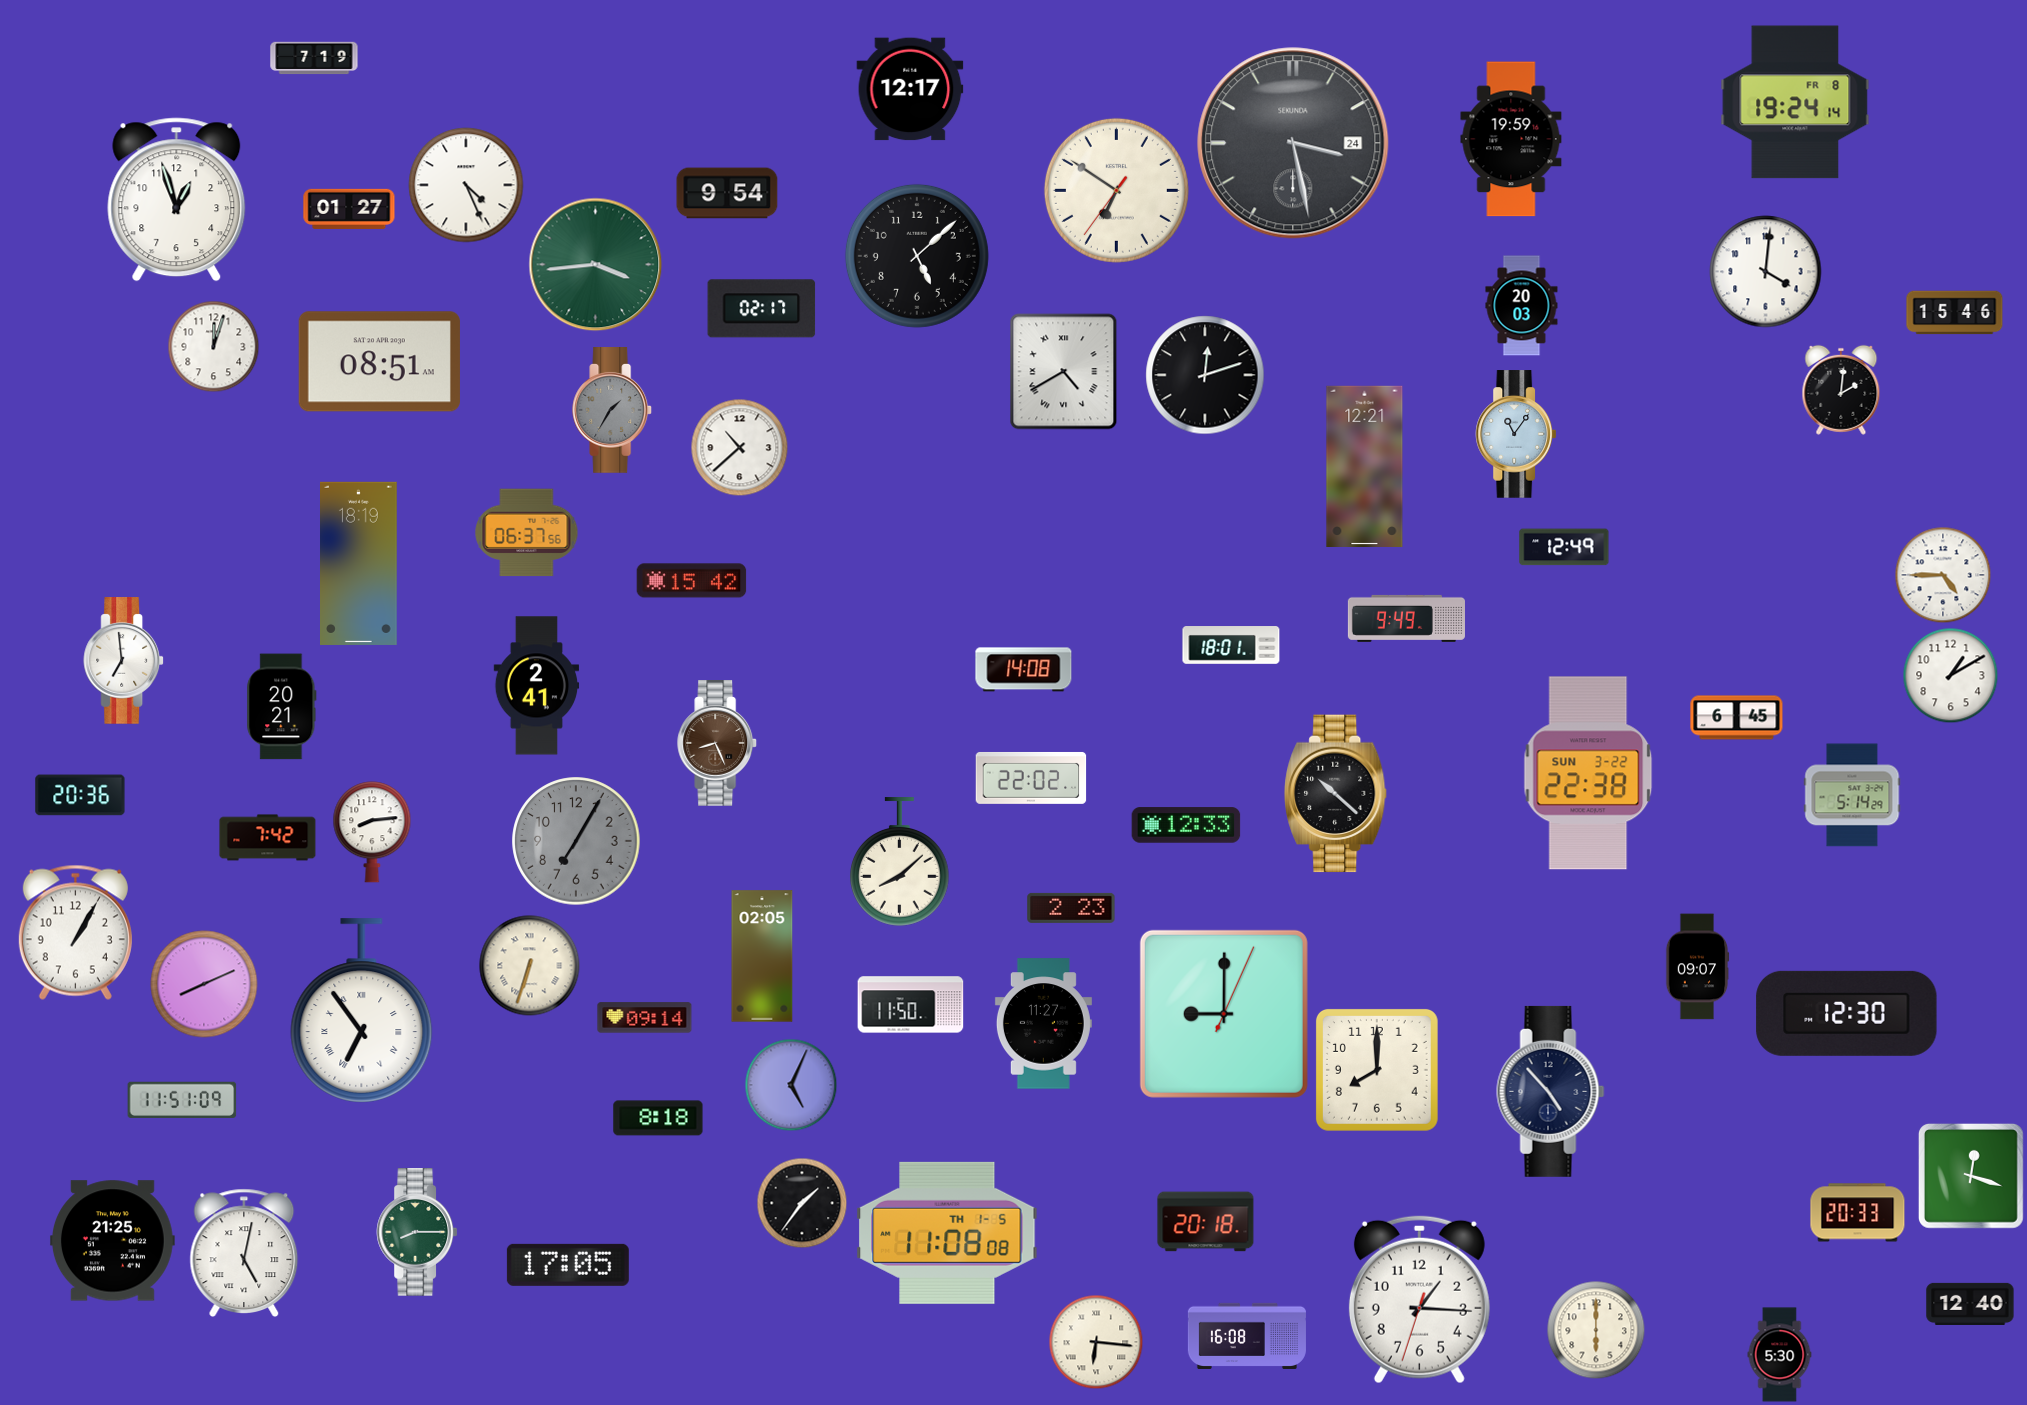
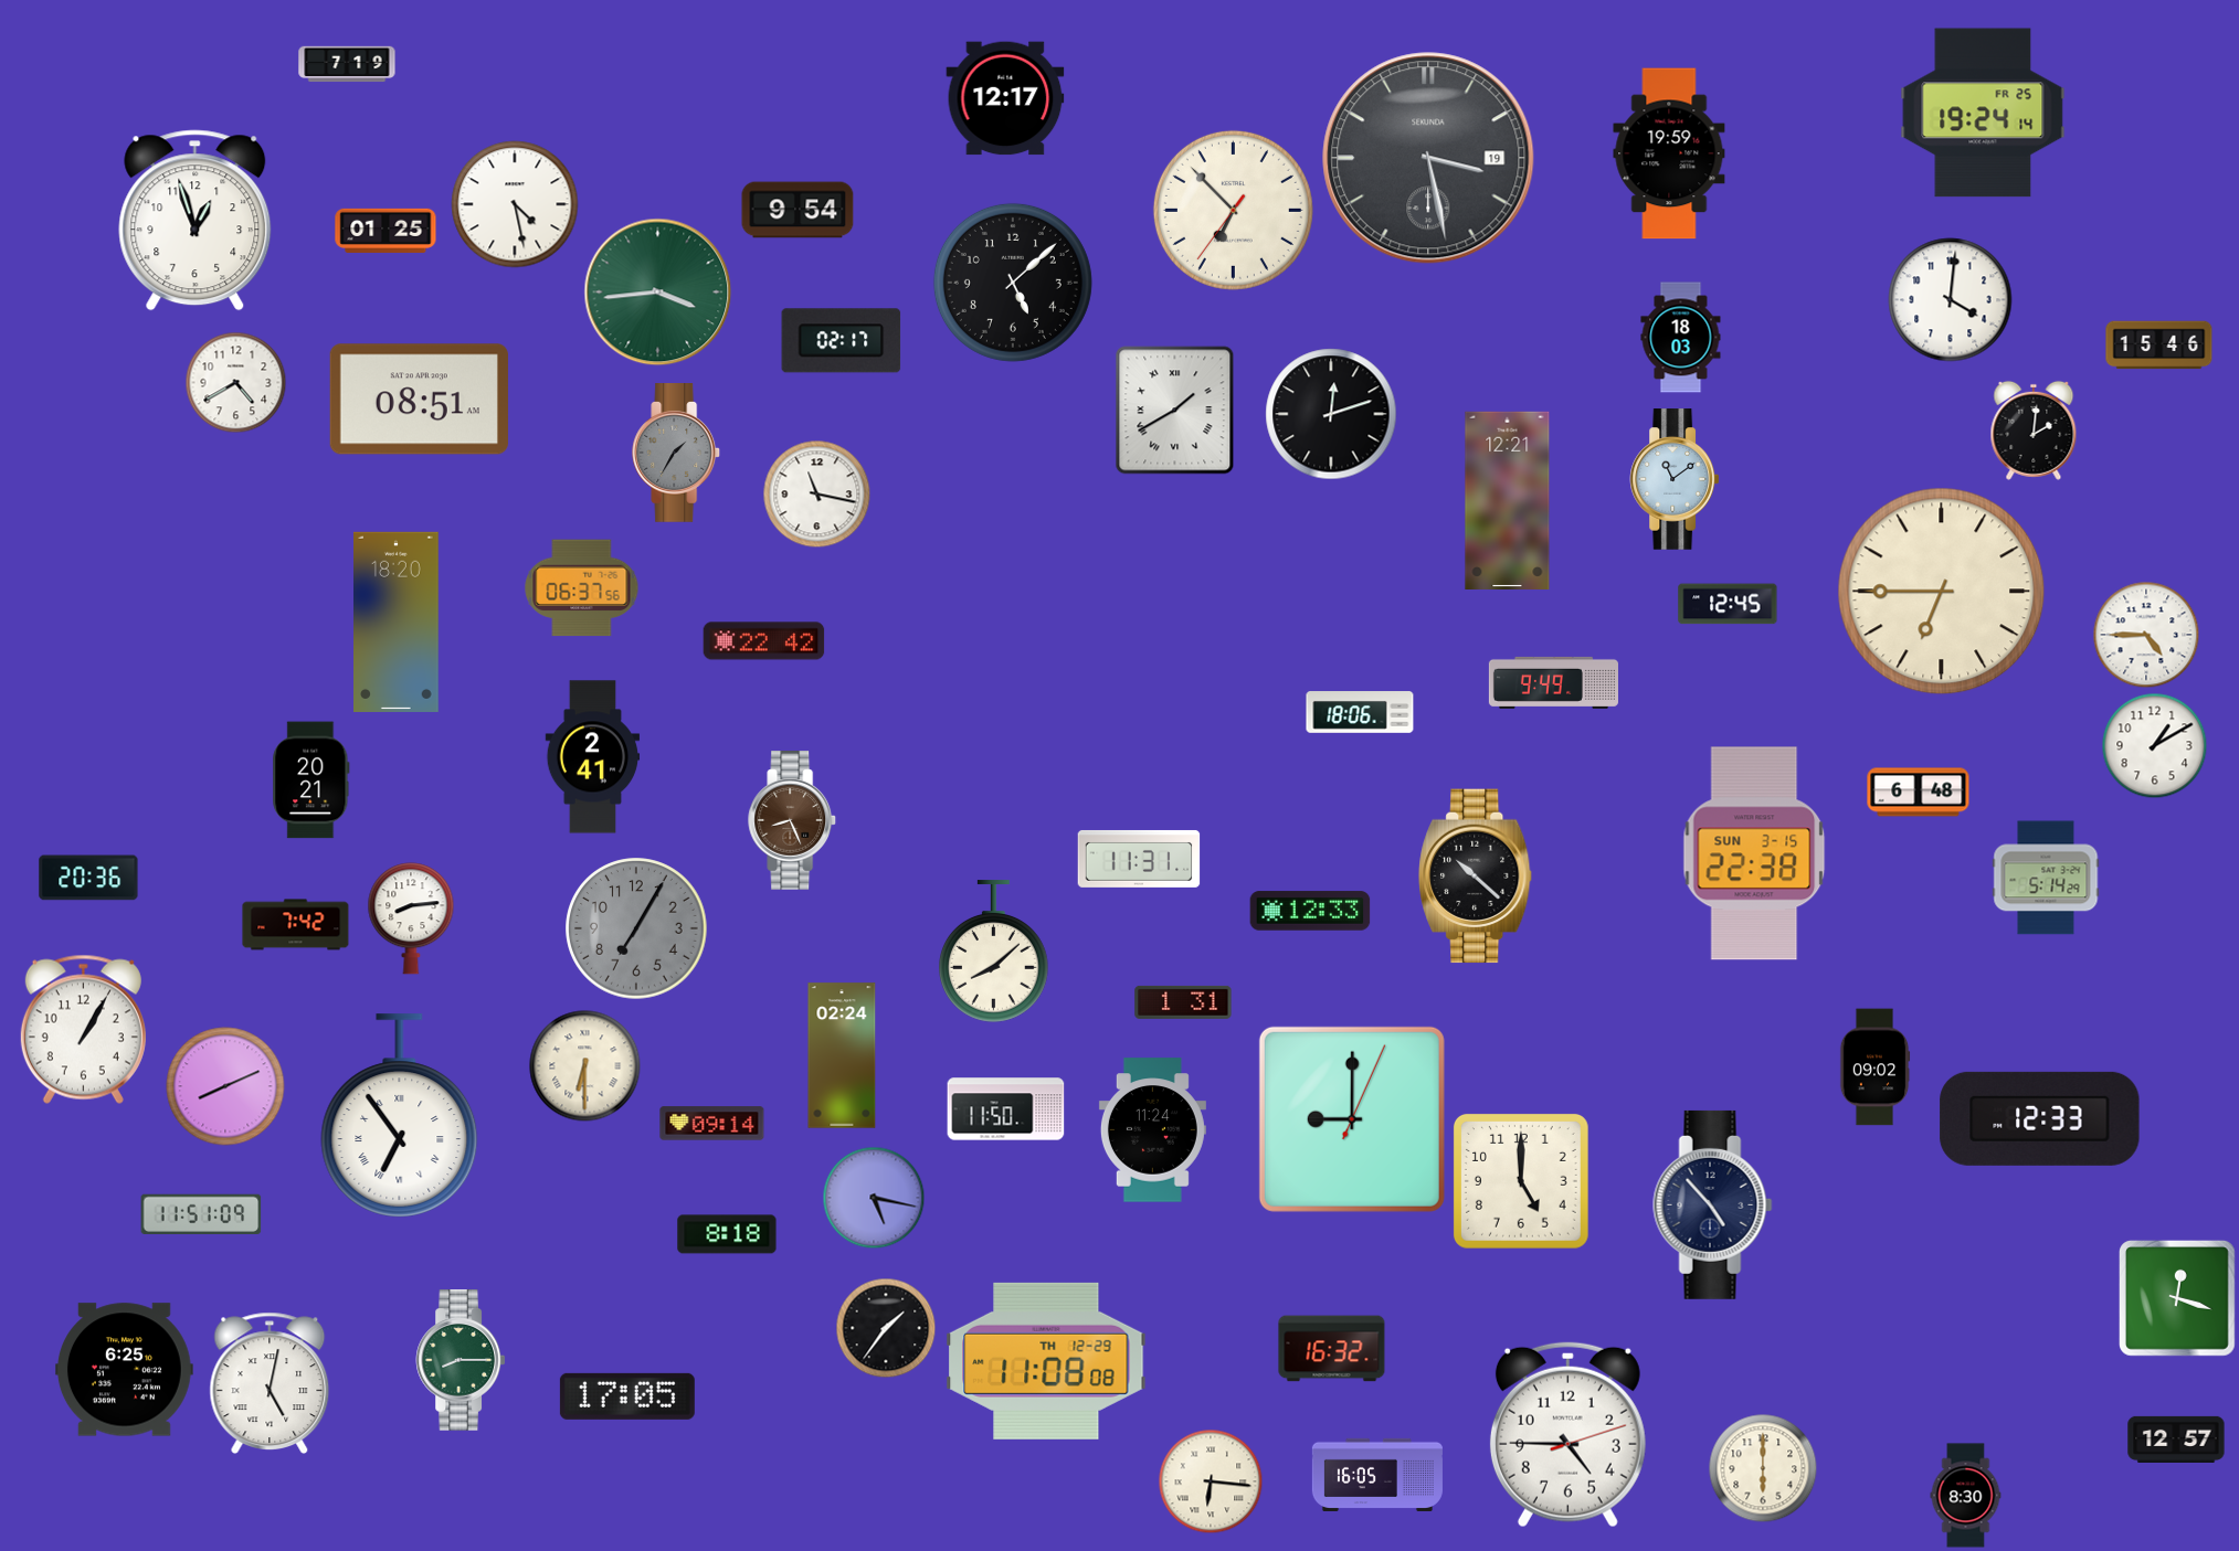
clock at (1795, 102) date: FR 8 -> FR 25
clock at (1293, 143) date: 24 -> 19
clock at (466, 185): 4:26 -> 4:28
clock at (1116, 190): 6:50 -> 6:52
clock at (727, 193) position: (727, 193) -> (798, 210)
clock at (349, 209): 01:27 -> 01:25
clock at (1522, 306): 20:03 -> 18:03
clock at (213, 346): 12:03 -> 4:40
clock at (1064, 372): 4:40 -> 1:40
clock at (1516, 434): 11:06 -> 11:09
clock at (739, 447): 10:38 -> 11:17
clock at (1365, 466) position: (1365, 466) -> (1508, 500)
clock at (1942, 592): none -> 6:45
clock at (1564, 547): 12:49 -> 12:45
clock at (359, 563): 18:19 -> 18:20
clock at (692, 581): 15:42 -> 22:42
clock at (1231, 645): 18:01 -> 18:06
clock at (124, 661): 6:59 -> none
clock at (1024, 670): 14:08 -> none
clock at (1737, 718): 6:45 -> 6:48
clock at (1588, 773) date: SUN 3-22 -> SUN 3-15
clock at (1031, 778): 22:02 -> 11:31
clock at (1071, 908): 2:23 -> 1:31
clock at (762, 956): 02:05 -> 02:24
clock at (530, 966): 6:33 -> 6:30
clock at (1697, 967): 09:07 -> 09:02
clock at (1847, 1013): 12:30 -> 12:33
clock at (1043, 1024): 11:27 -> 11:24
clock at (1377, 1070): 8:00 -> 5:00
clock at (791, 1085): 5:04 -> 5:17
clock at (1858, 1213): 20:33 -> none
clock at (1206, 1222): 20:18 -> 16:32
clock at (947, 1233) date: TH 1-5 -> TH 12-29
clock at (112, 1241): 21:25 -> 6:25
clock at (1419, 1300): 1:15 -> 4:45
clock at (1970, 1304): 12:40 -> 12:57
clock at (1247, 1336): 16:08 -> 16:05
clock at (1780, 1355): 5:30 -> 8:30
